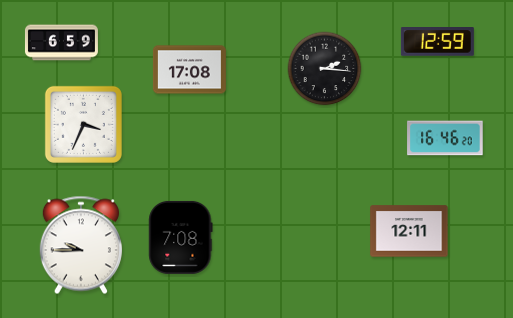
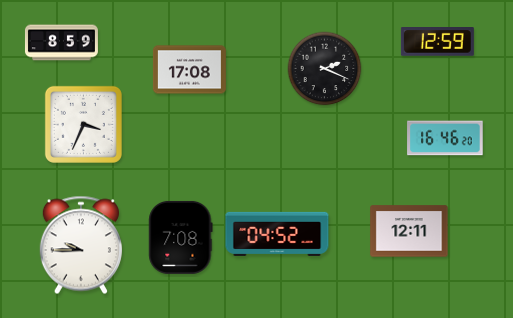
clock at (61, 43): 6:59 -> 8:59
clock at (325, 69): 2:16 -> 2:19
clock at (277, 234): none -> 04:52
